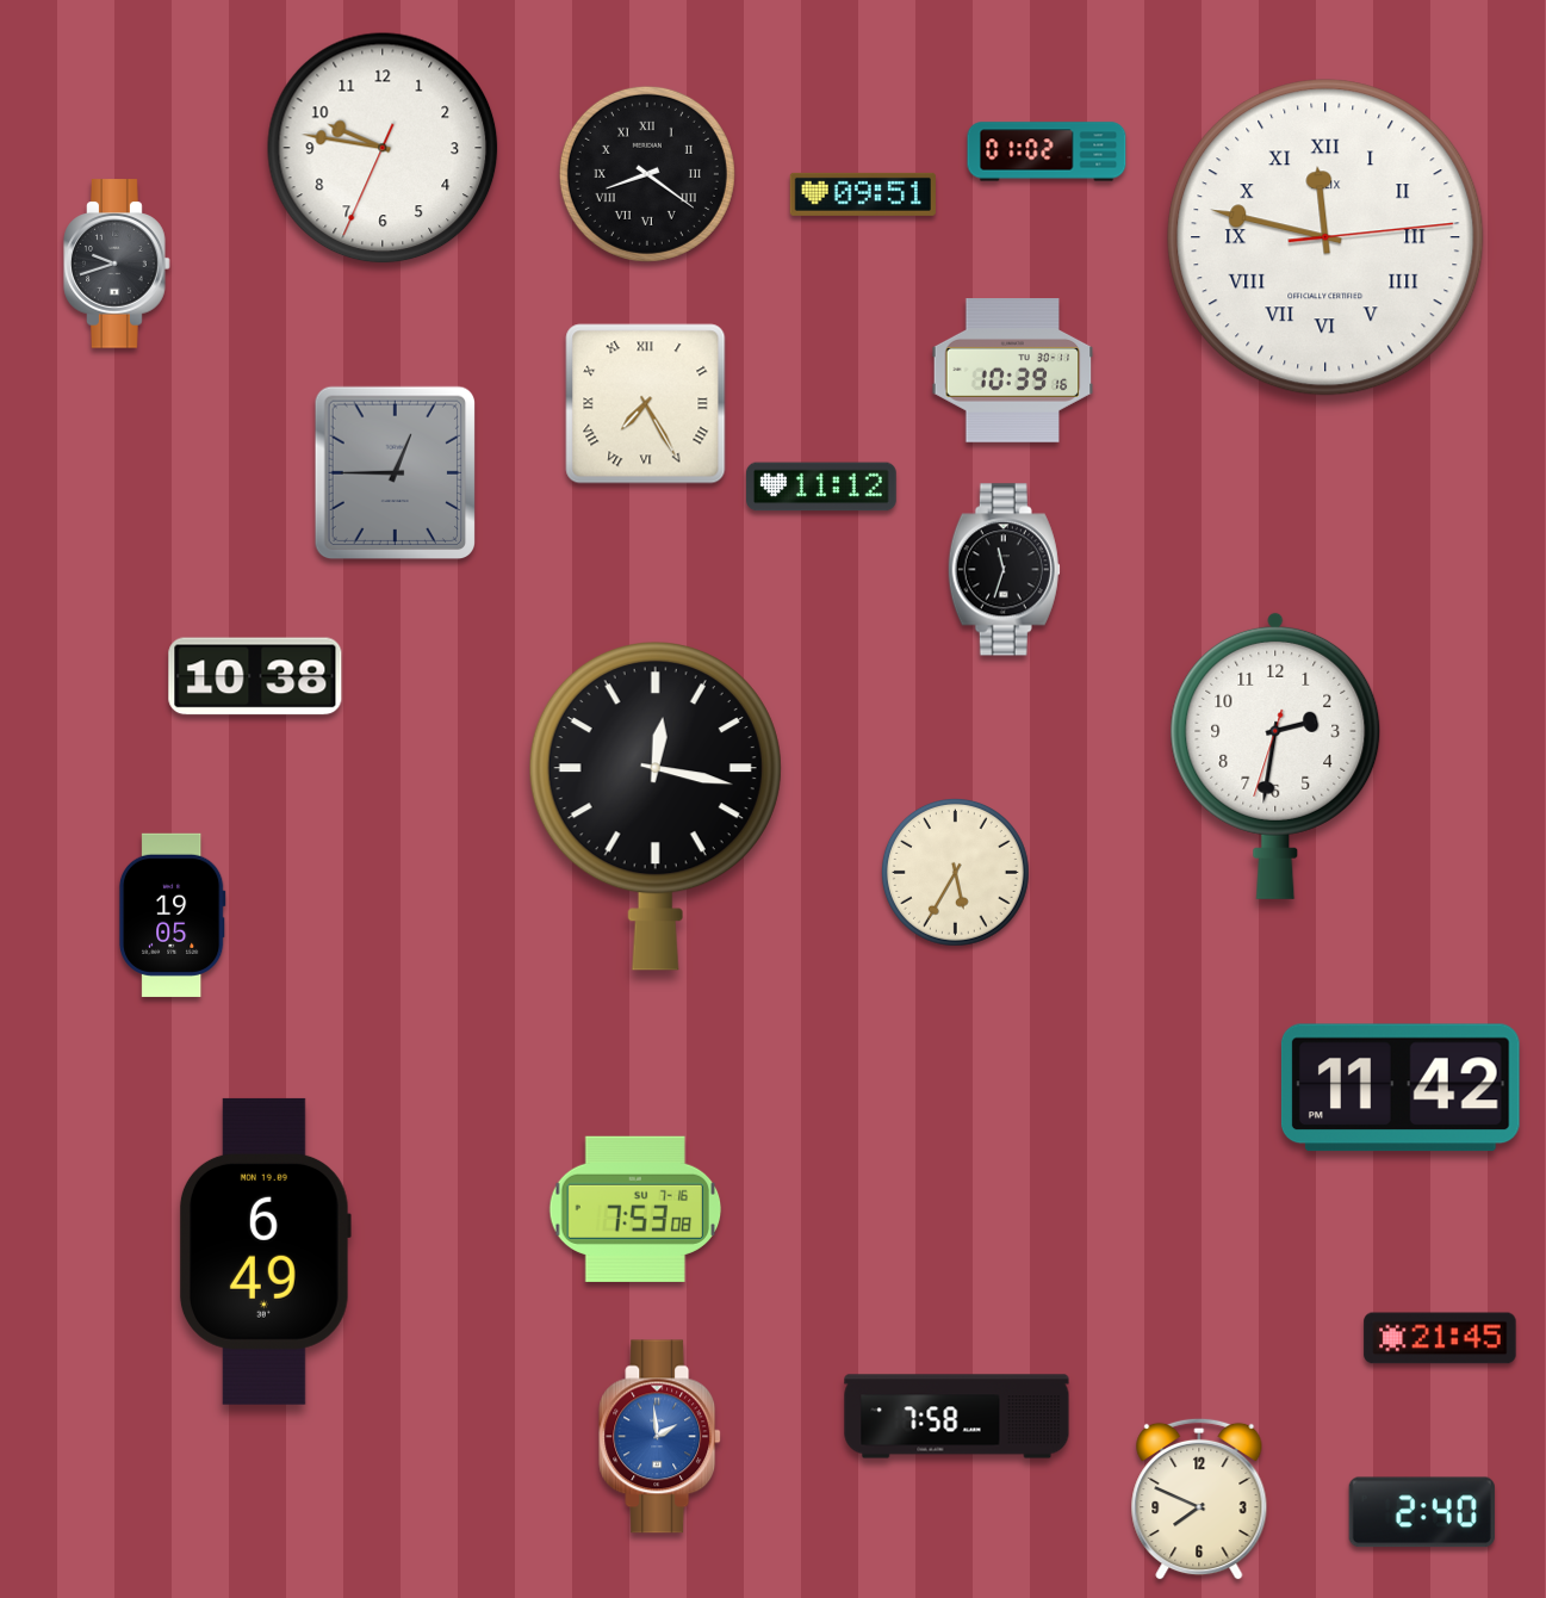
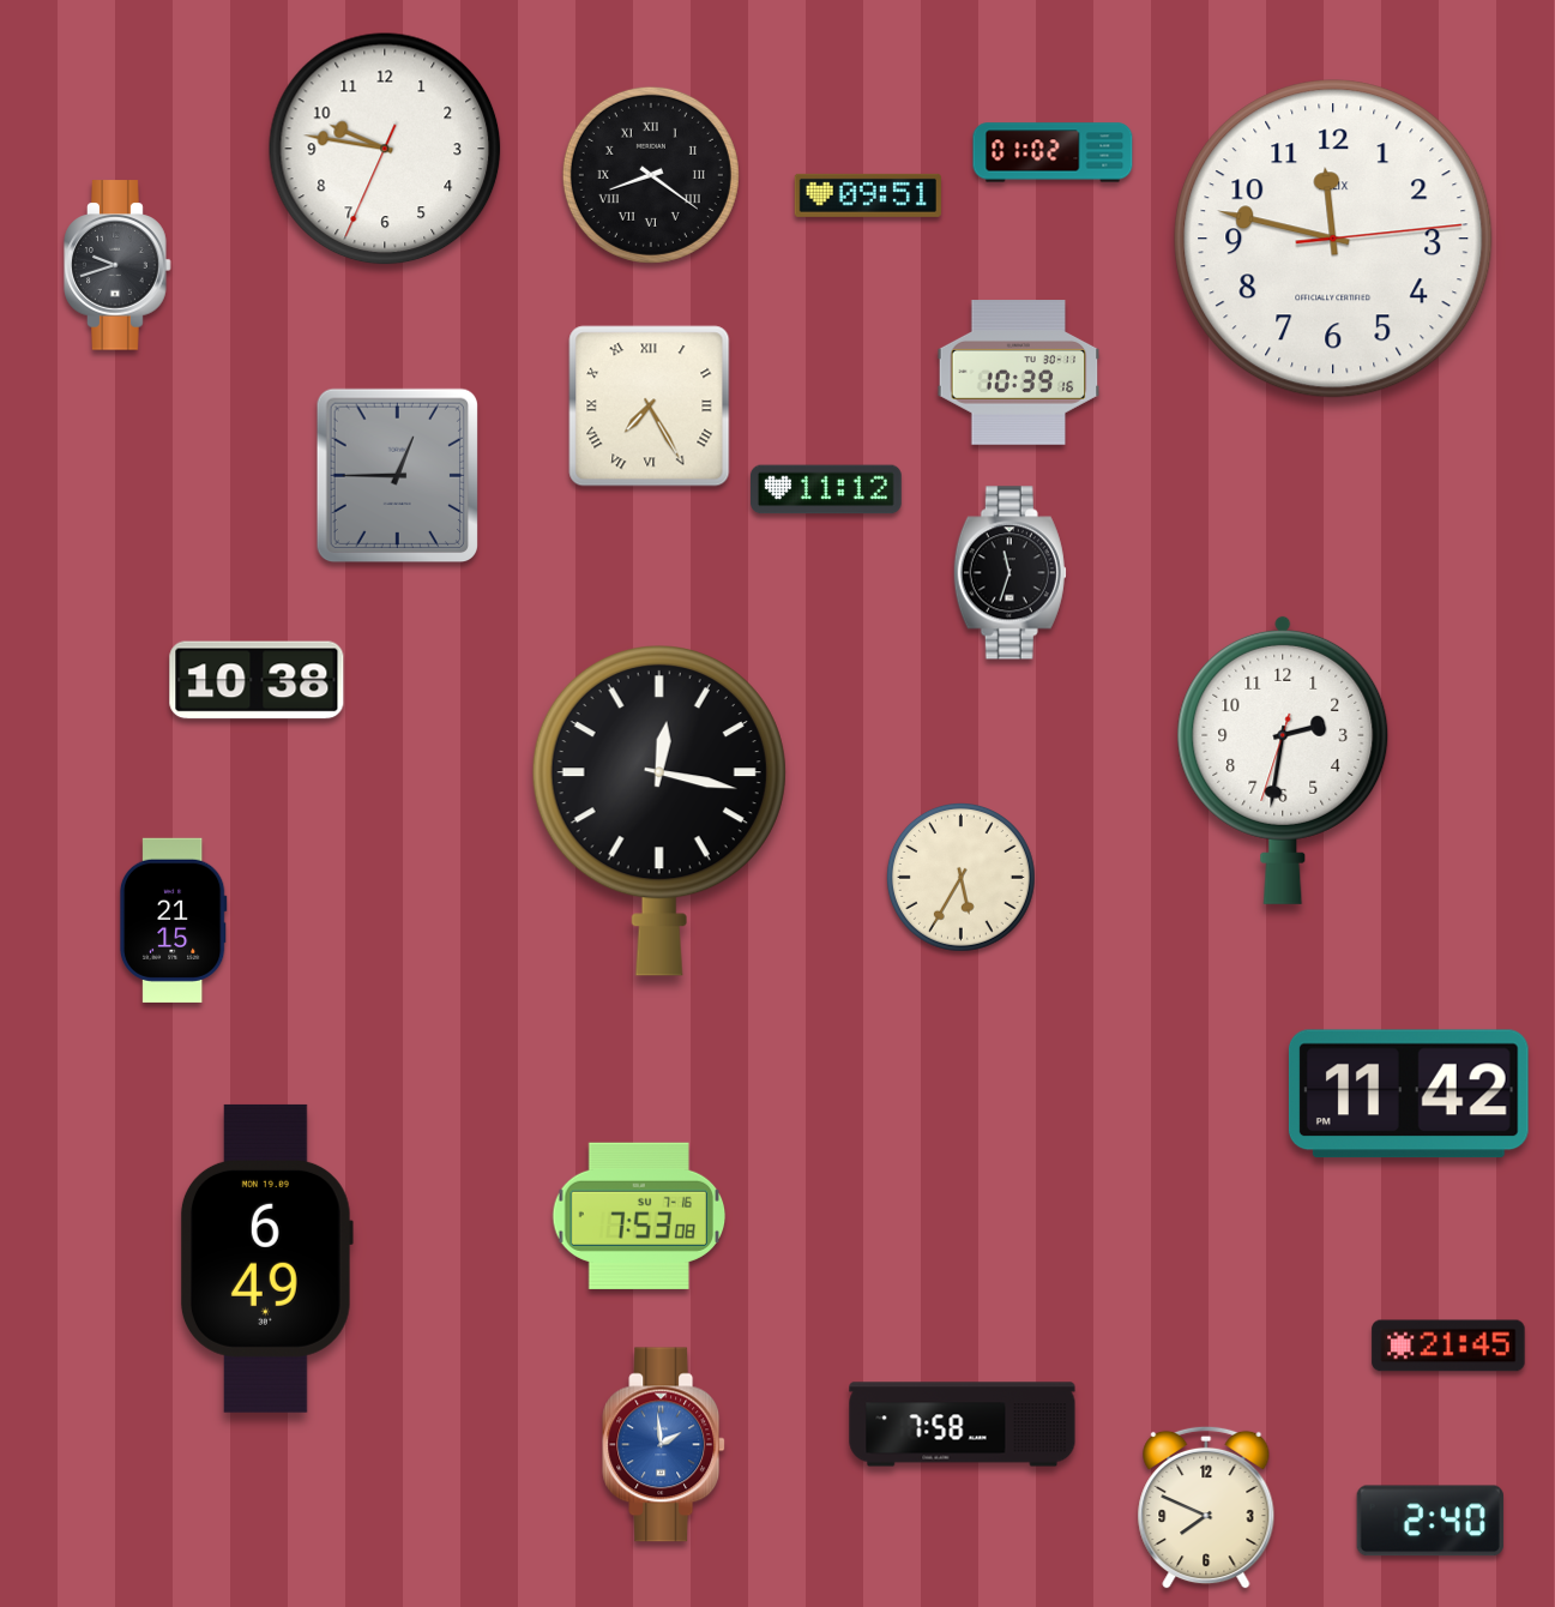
clock at (1325, 237) numerals: Roman -> Arabic
clock at (172, 915): 19:05 -> 21:15
